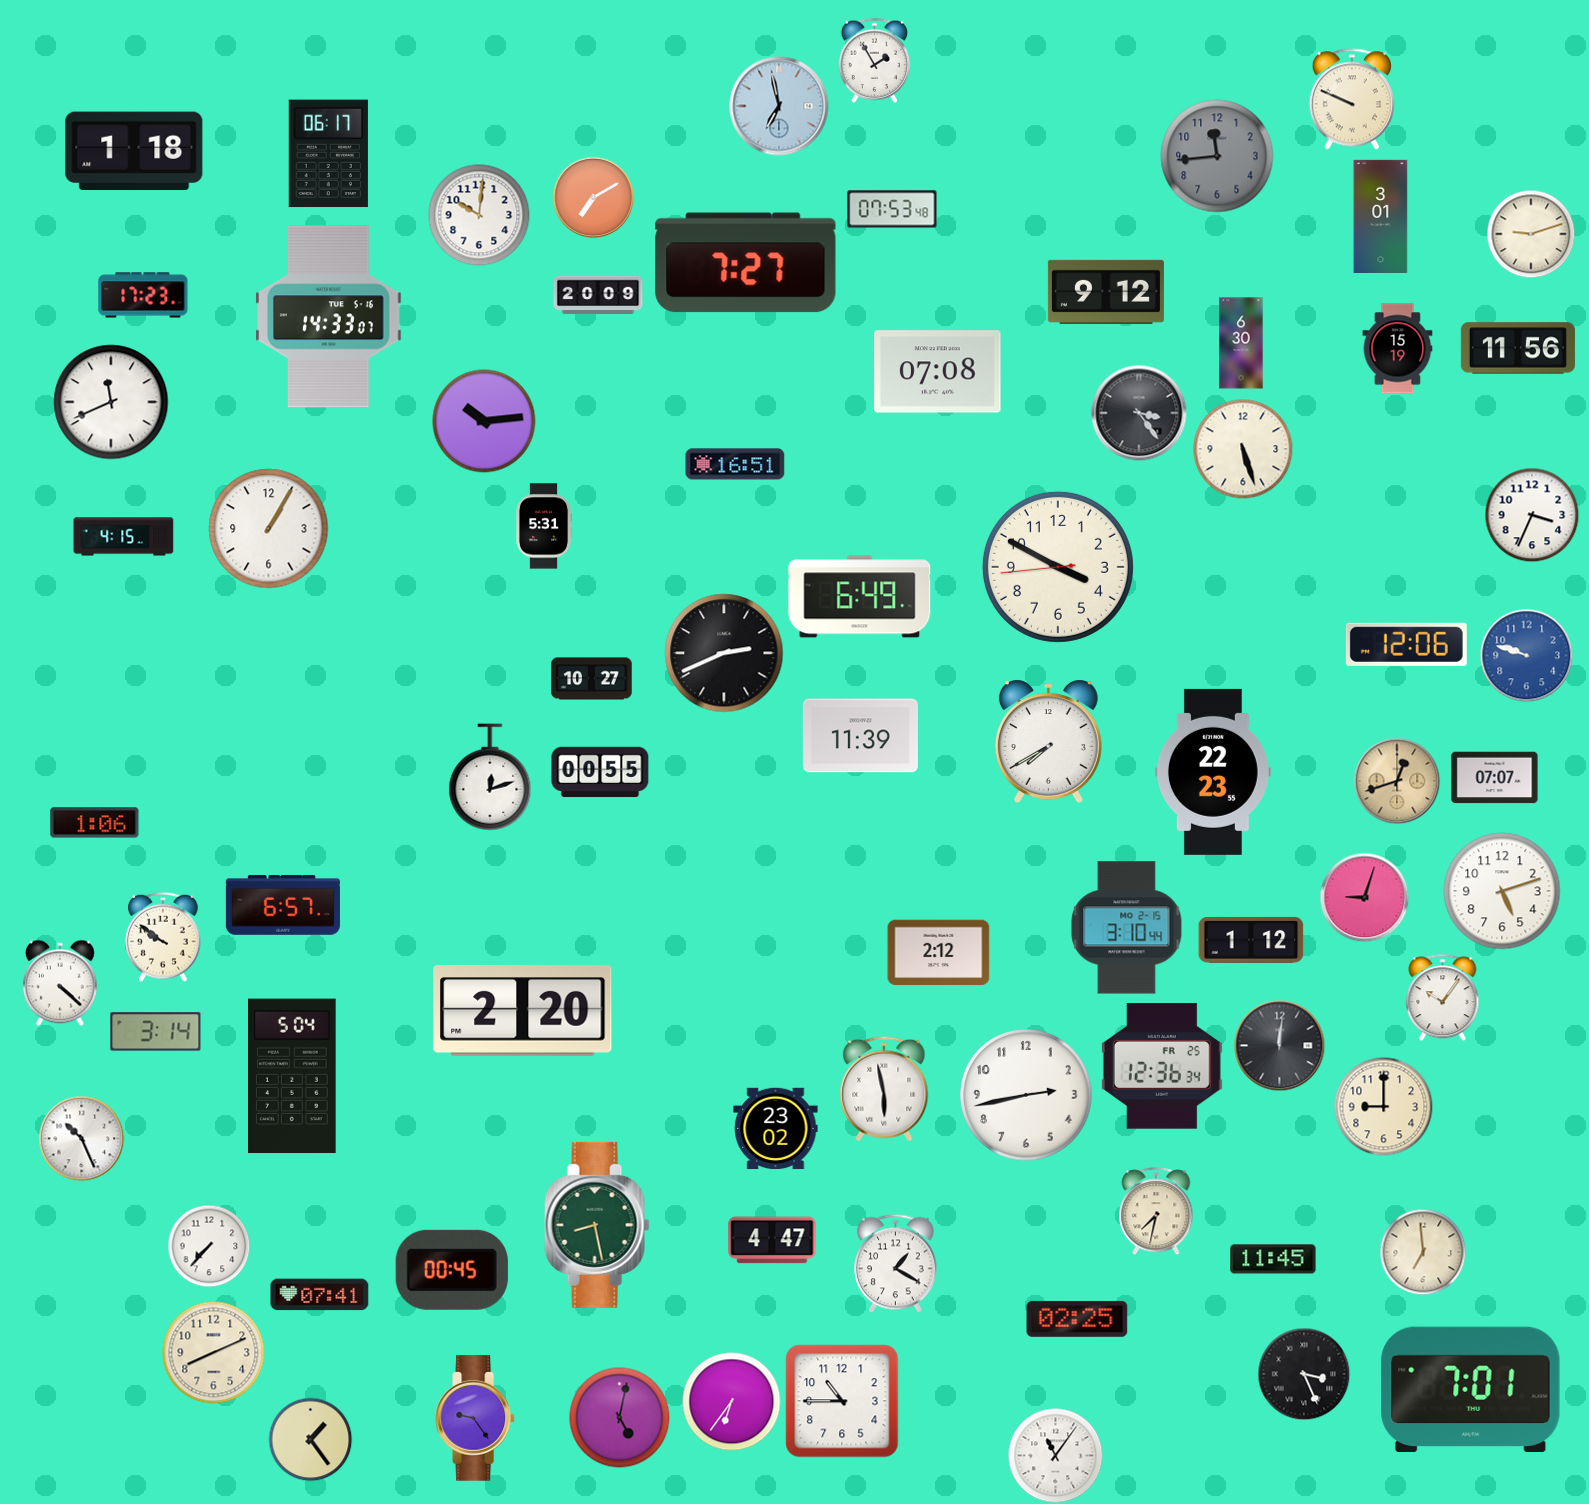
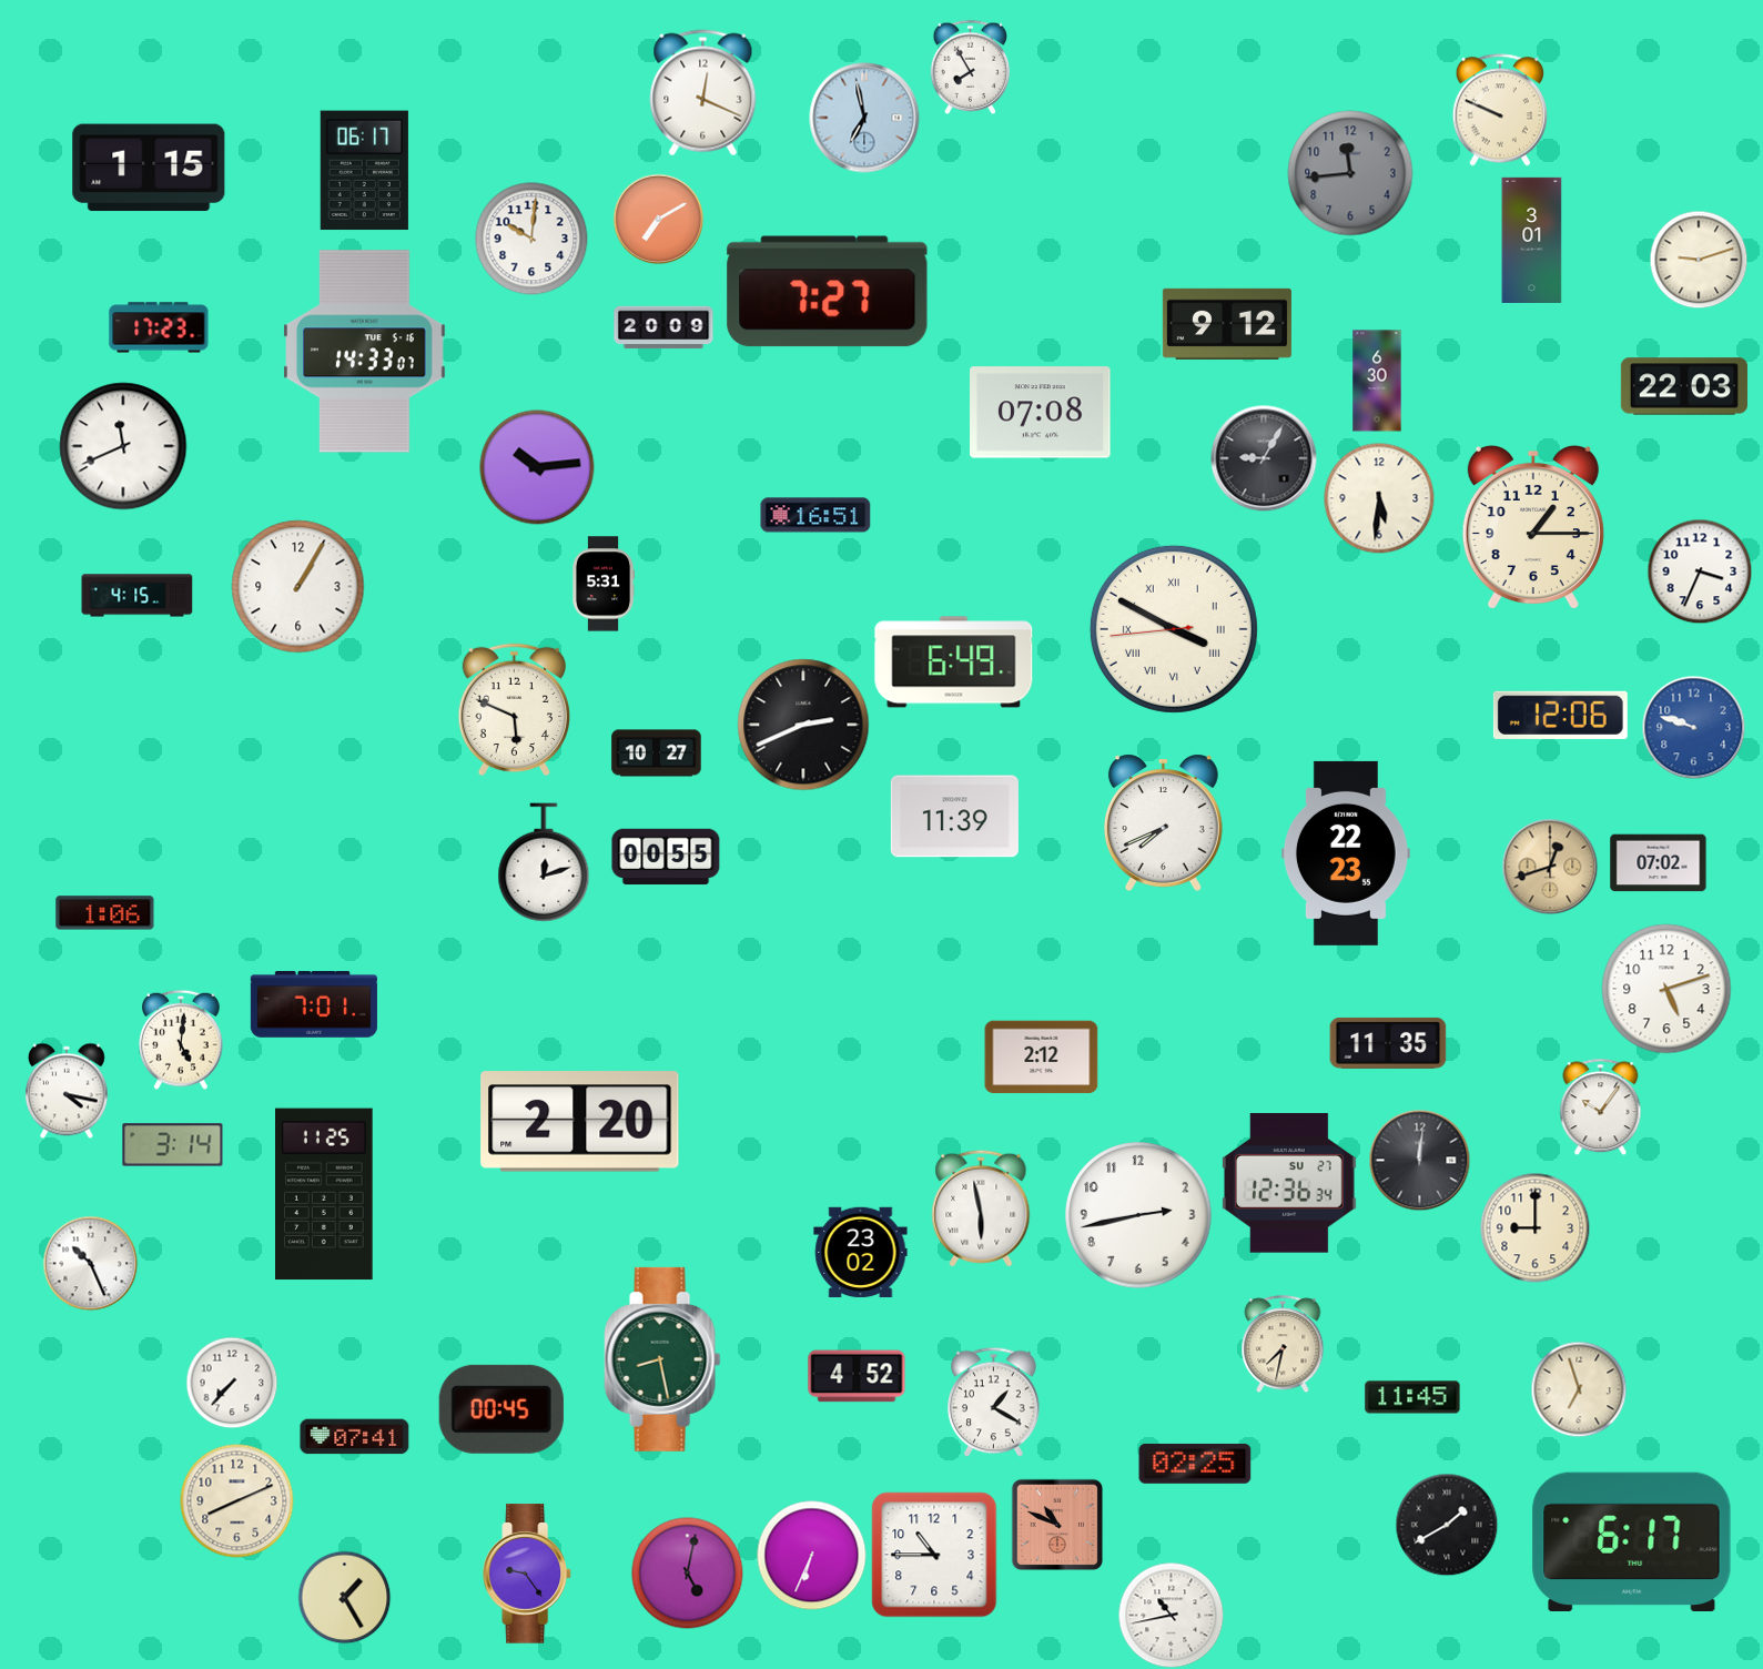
clock at (875, 60): 1:55 -> 7:55
clock at (703, 93): none -> 12:19
clock at (134, 151): 1:18 -> 1:15
clock at (892, 209): 07:53 -> none
clock at (1518, 348): 11:56 -> 22:03
clock at (1398, 349): 15:19 -> none
clock at (1139, 413): 3:24 -> 9:05
clock at (1243, 449): 5:27 -> 5:31
clock at (1533, 527): none -> 1:15
clock at (1058, 567) numerals: Arabic -> Roman
clock at (514, 710): none -> 5:49
clock at (1048, 741): 7:40 -> 7:41
clock at (1213, 772) position: (1213, 772) -> (1346, 853)
clock at (1495, 778): 07:07 -> 07:02
clock at (1364, 897): 9:03 -> none
clock at (283, 905): 6:57 -> 7:01
clock at (1127, 928): 3:10 -> none
clock at (163, 937): 9:51 -> 5:01
clock at (1251, 940): 1:12 -> 11:35
clock at (60, 983): 4:22 -> 4:17
clock at (1162, 1066) date: FR 25 -> SU 27
clock at (293, 1076): 5:04 -> 11:25
clock at (772, 1240): 4:47 -> 4:52
clock at (1423, 1252): 6:59 -> 6:57
clock at (1057, 1525): none -> 10:49
clock at (1304, 1374): 3:26 -> 1:40
clock at (1471, 1389): 7:01 -> 6:17
clock at (732, 1402): 6:36 -> 6:34
clock at (310, 1439): 1:24 -> 1:25
clock at (1055, 1455): 11:06 -> 10:43
